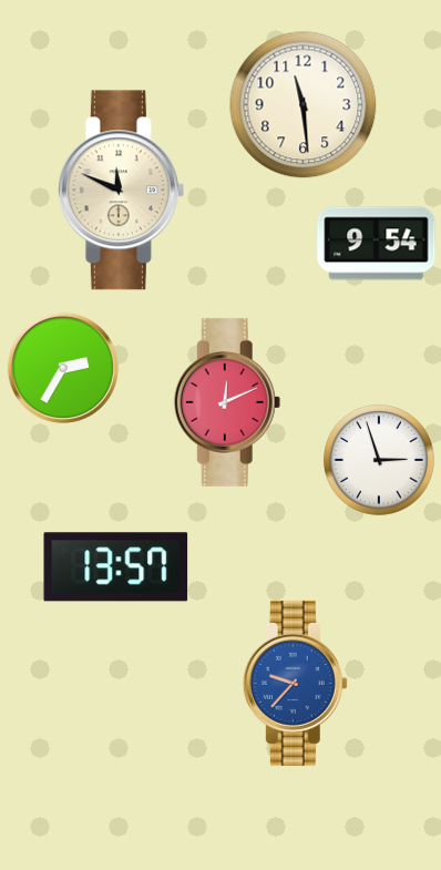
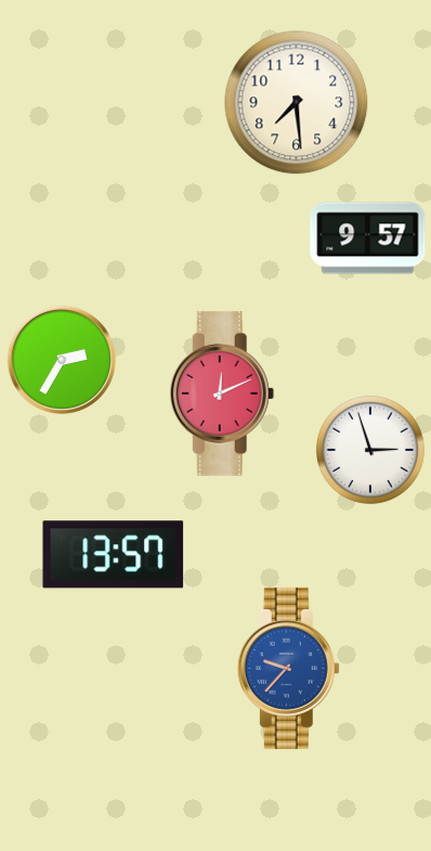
clock at (304, 105): 11:29 -> 7:29
clock at (121, 191): 11:49 -> none
clock at (377, 244): 9:54 -> 9:57
